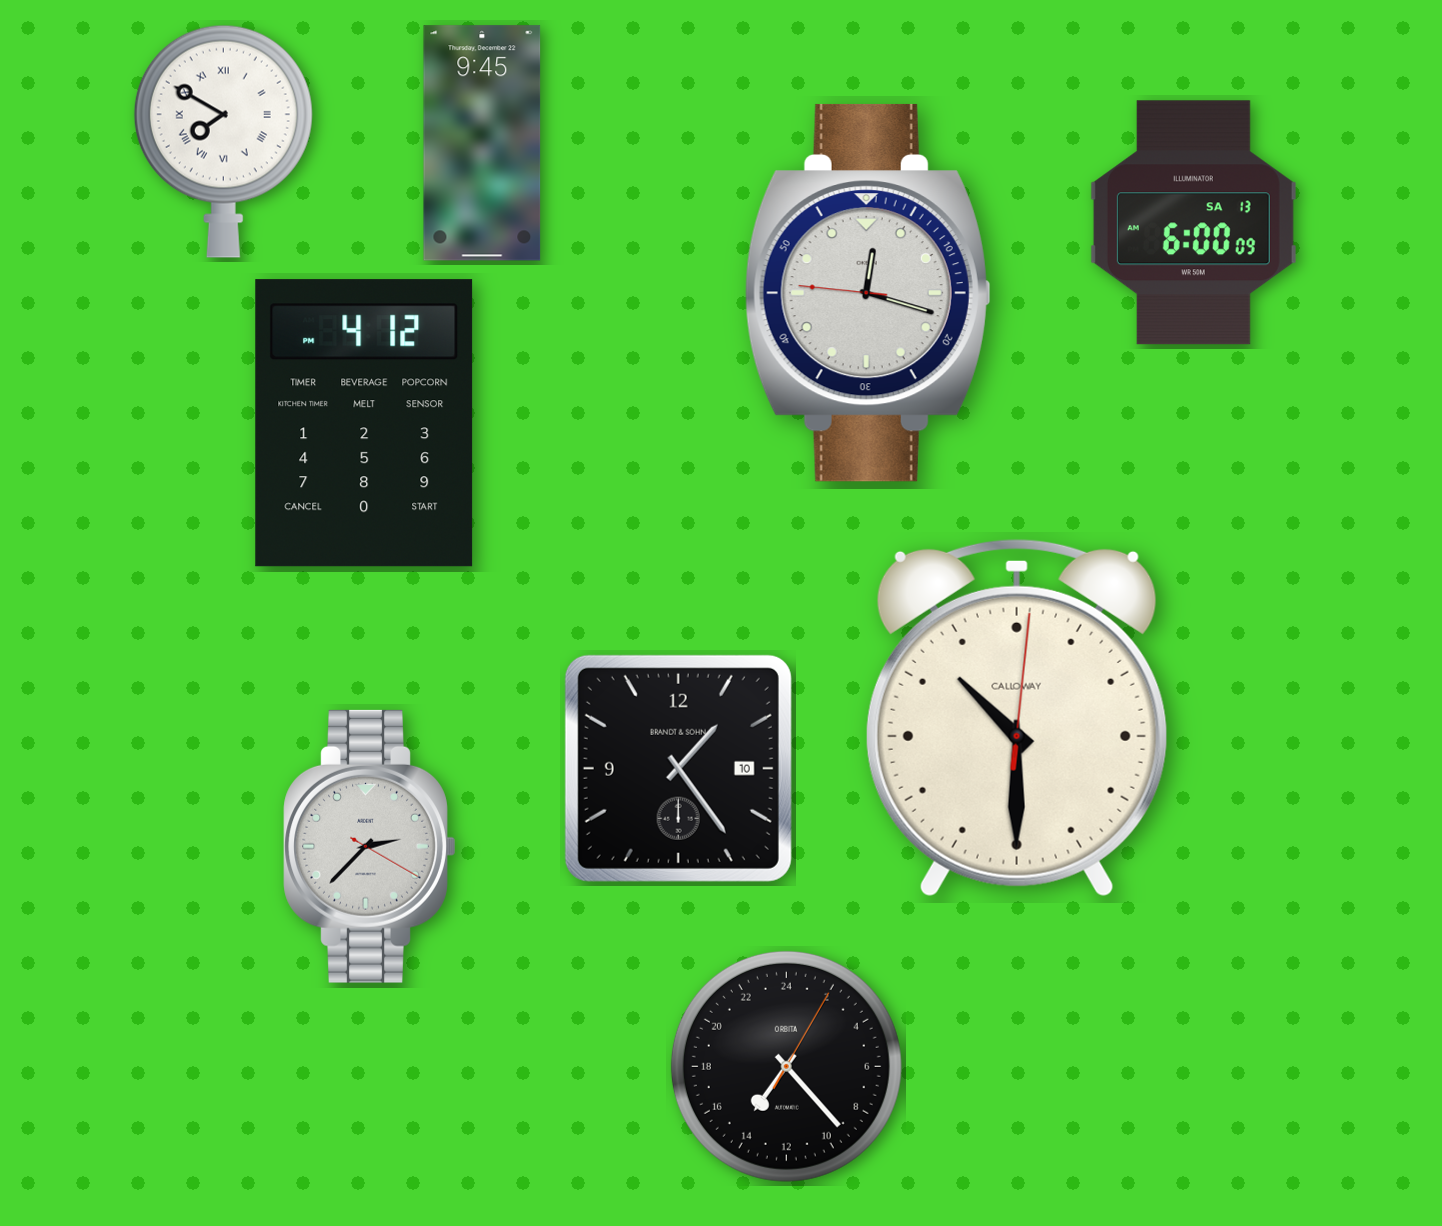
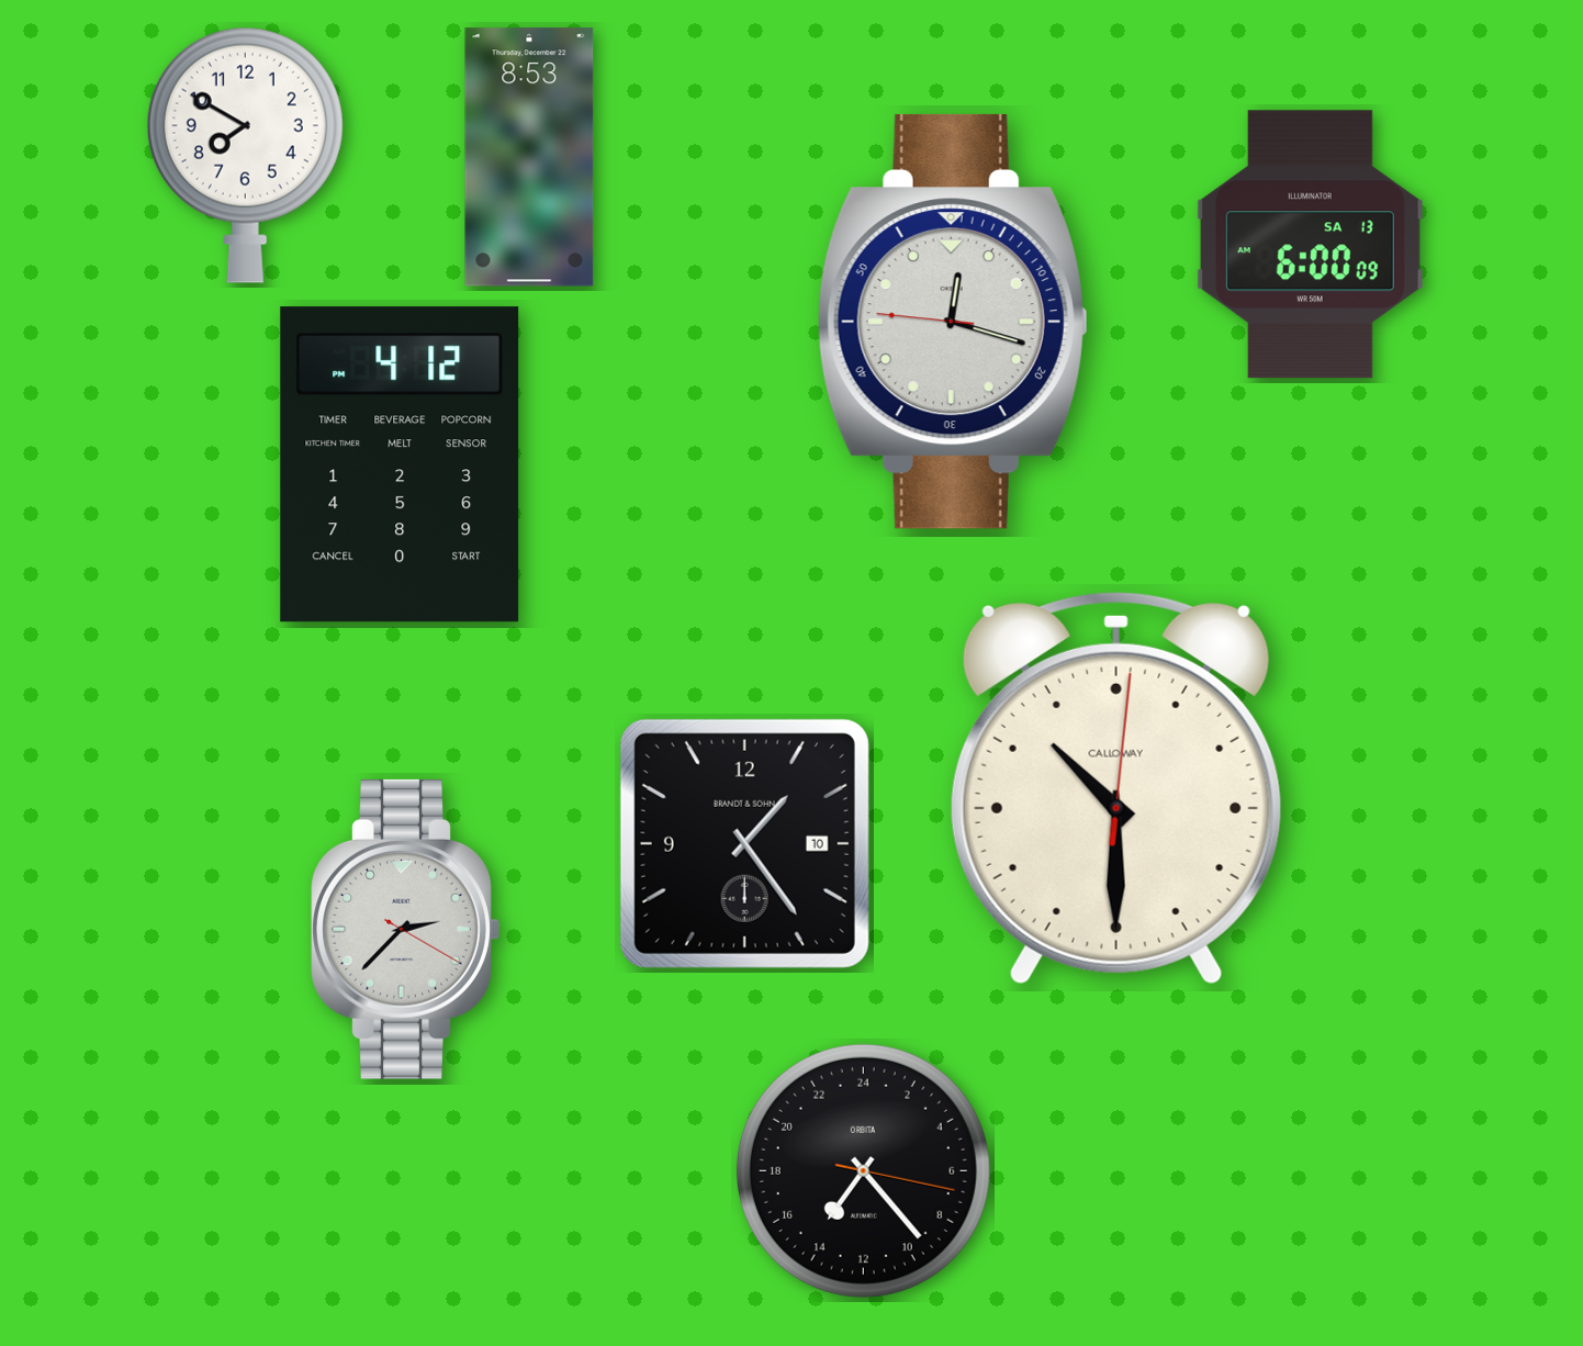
clock at (223, 141) numerals: Roman -> Arabic
clock at (482, 143): 9:45 -> 8:53
clock at (786, 1066): 14:23:05 -> 14:23:17
